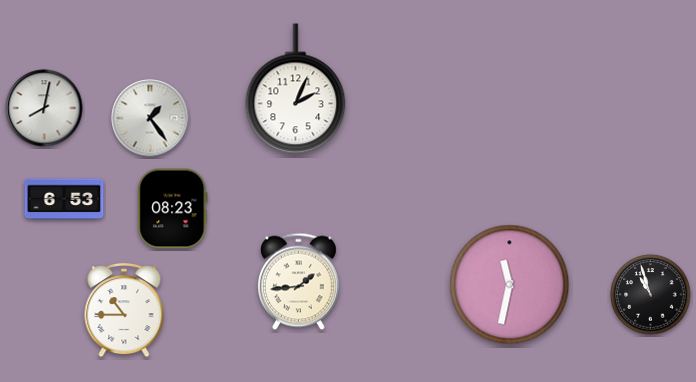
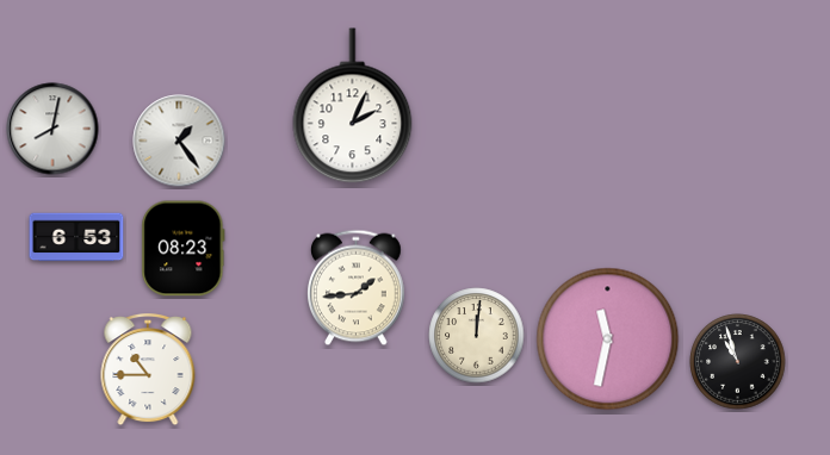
clock at (173, 209) position: (173, 209) -> (184, 249)
clock at (299, 282) position: (299, 282) -> (357, 288)
clock at (477, 336): none -> 12:01
clock at (651, 295) position: (651, 295) -> (738, 362)
